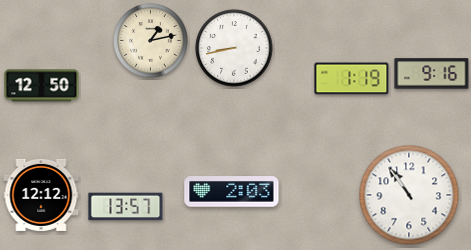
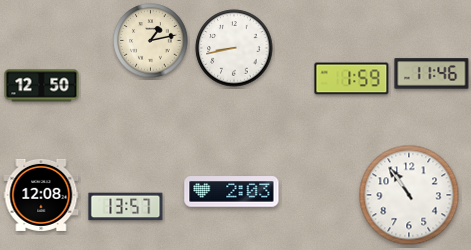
clock at (432, 74): 9:16 -> 11:46
clock at (352, 79): 1:19 -> 1:59
clock at (41, 195): 12:12 -> 12:08
